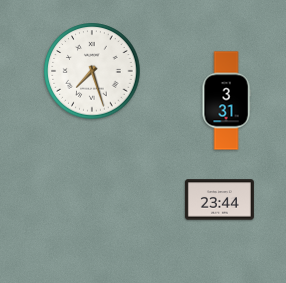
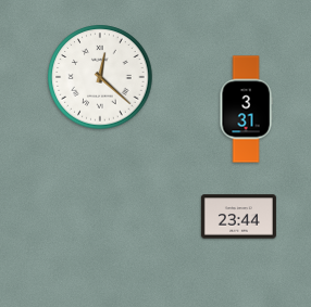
clock at (92, 71): 7:27 -> 12:22
